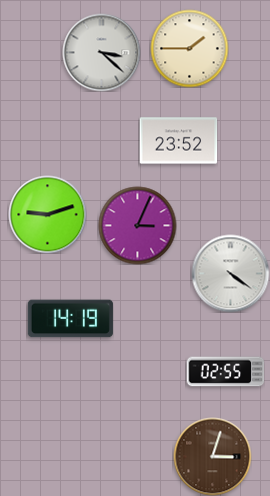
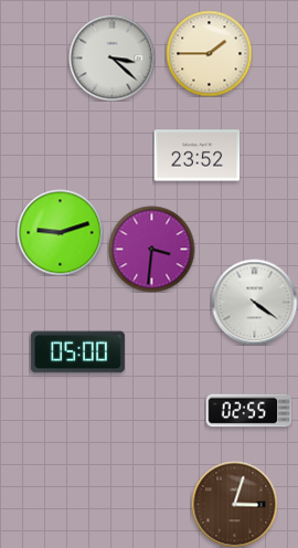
clock at (47, 214) position: (47, 214) -> (60, 232)
clock at (137, 225): 3:04 -> 3:31
clock at (70, 319): 14:19 -> 05:00
